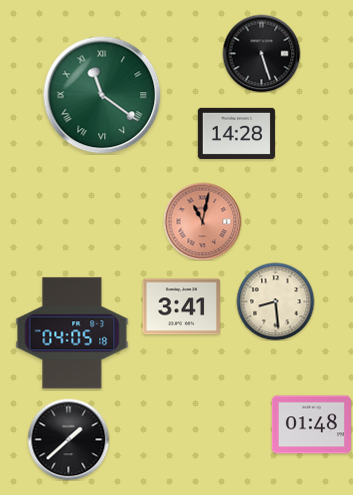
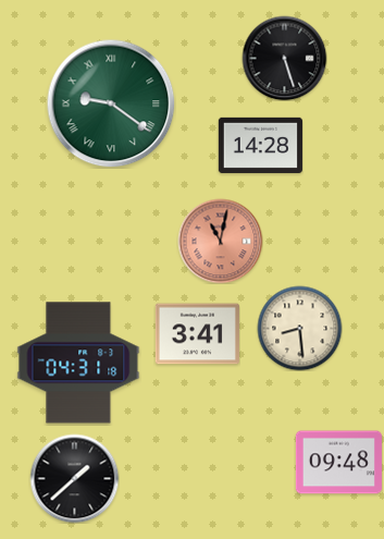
clock at (102, 95): 11:21 -> 9:21
clock at (236, 133) position: (236, 133) -> (260, 145)
clock at (72, 333): 04:05 -> 04:31
clock at (311, 425): 01:48 -> 09:48
